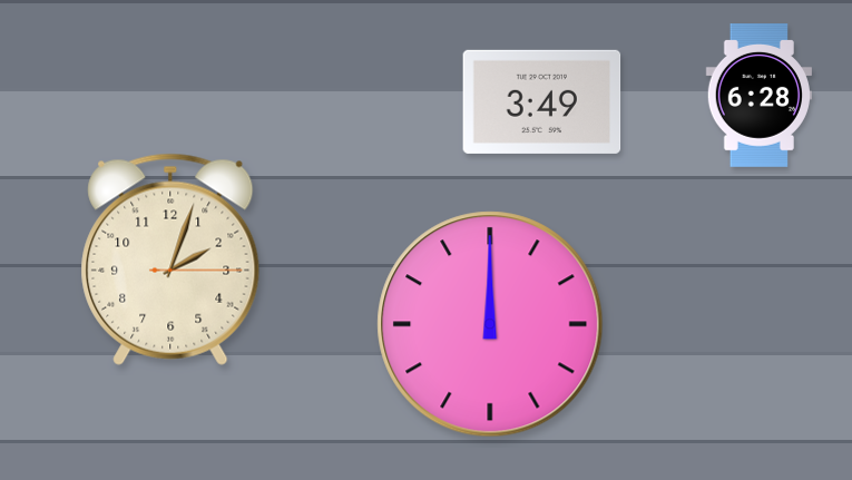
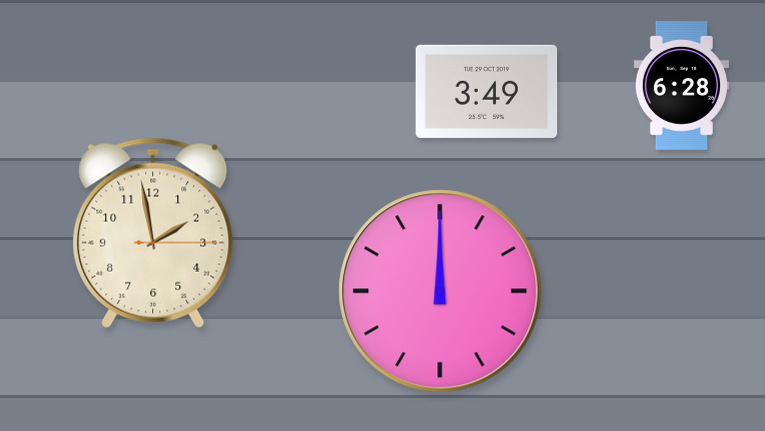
clock at (170, 259): 2:03 -> 1:58
